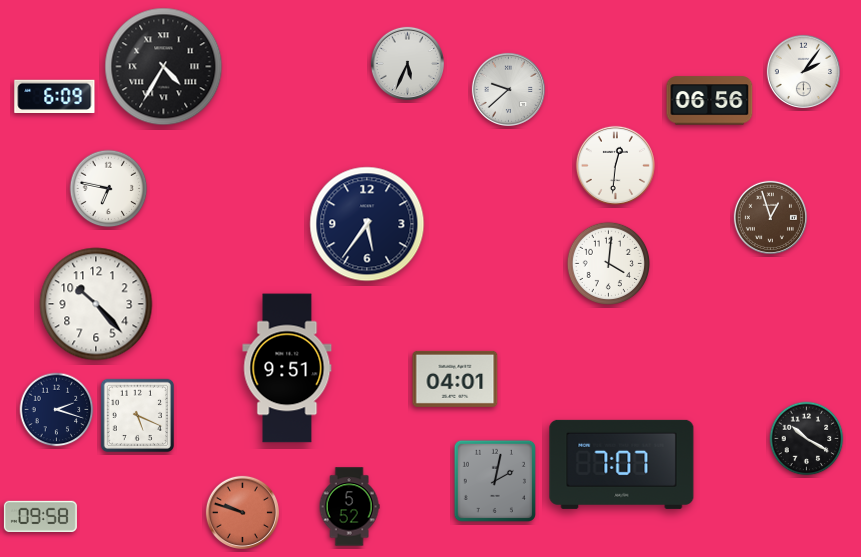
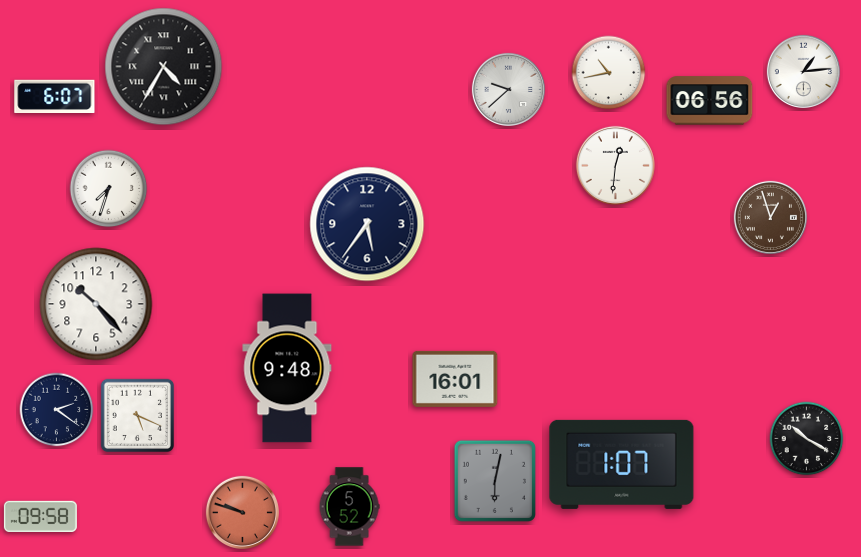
clock at (407, 63): 5:34 -> none
clock at (803, 71): 2:06 -> 1:14
clock at (609, 73): none -> 10:43
clock at (55, 97): 6:09 -> 6:07
clock at (109, 189): 6:47 -> 7:33
clock at (608, 263): 4:01 -> none
clock at (287, 368): 9:51 -> 9:48
clock at (455, 379): 04:01 -> 16:01
clock at (57, 410): 2:18 -> 2:21
clock at (622, 464): 7:07 -> 1:07
clock at (495, 481): 2:02 -> 6:02
